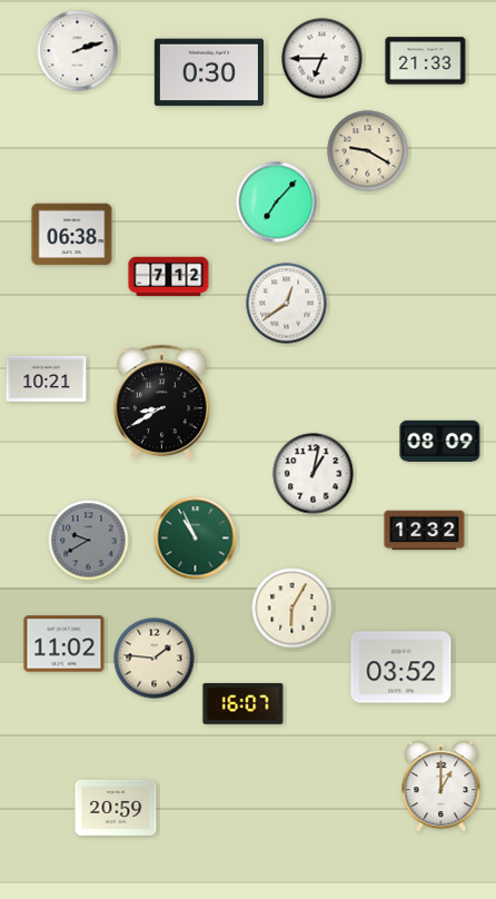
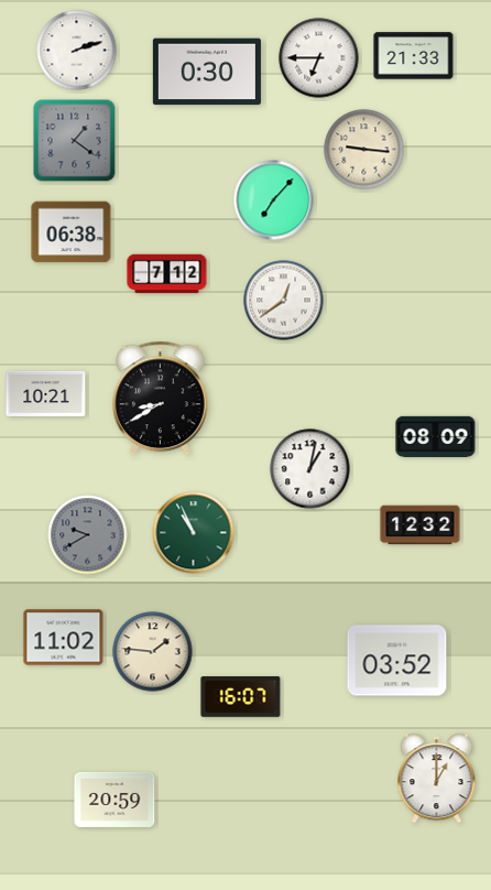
clock at (426, 61) position: (426, 61) -> (414, 56)
clock at (75, 141): none -> 1:21
clock at (368, 151): 9:20 -> 9:16
clock at (47, 378) position: (47, 378) -> (46, 393)
clock at (292, 609): 6:05 -> none
